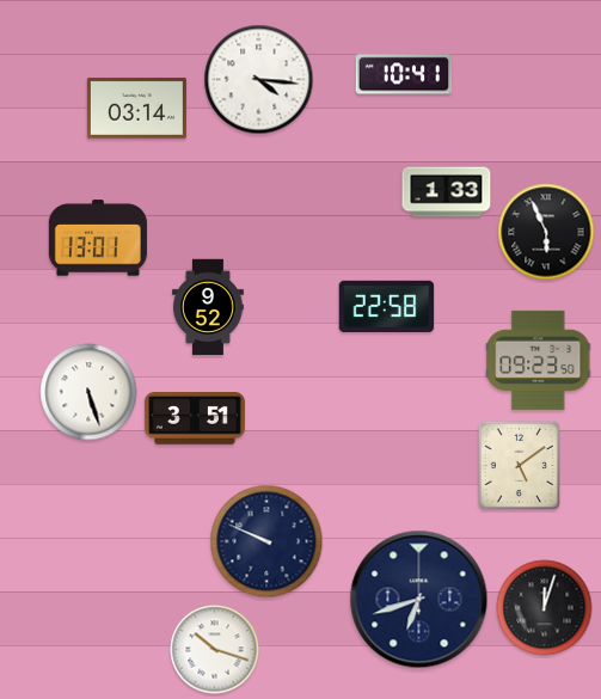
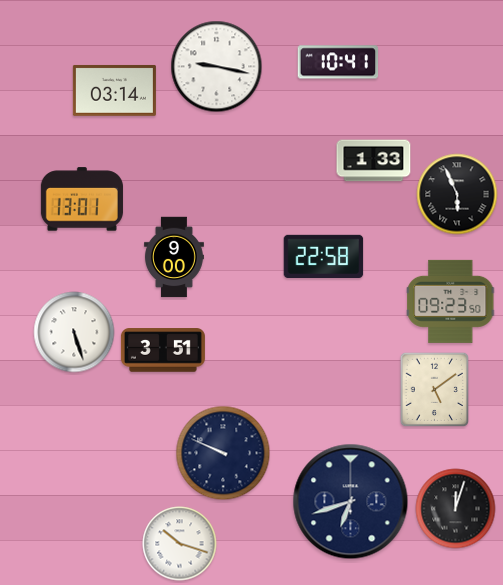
clock at (259, 80): 4:16 -> 9:17
clock at (208, 307): 9:52 -> 9:00
clock at (88, 392) position: (88, 392) -> (74, 332)
